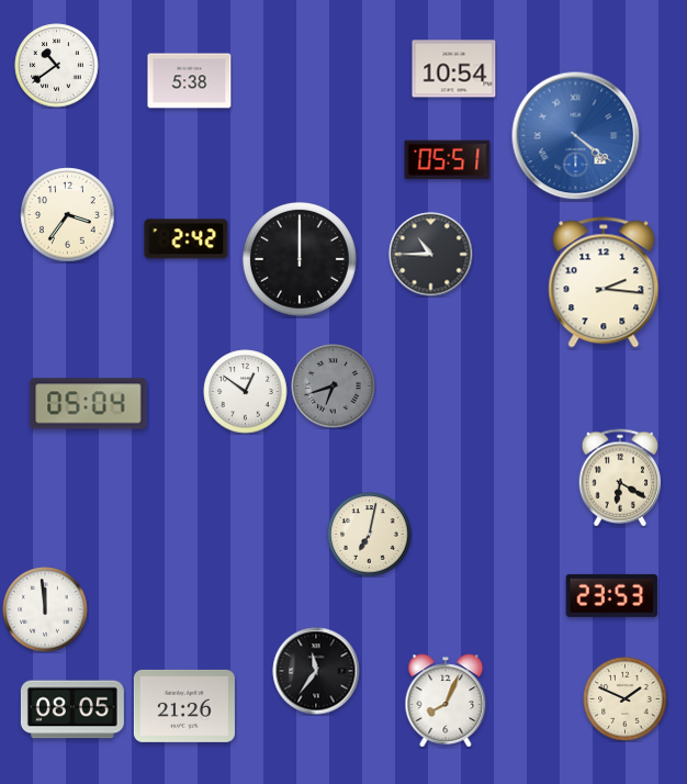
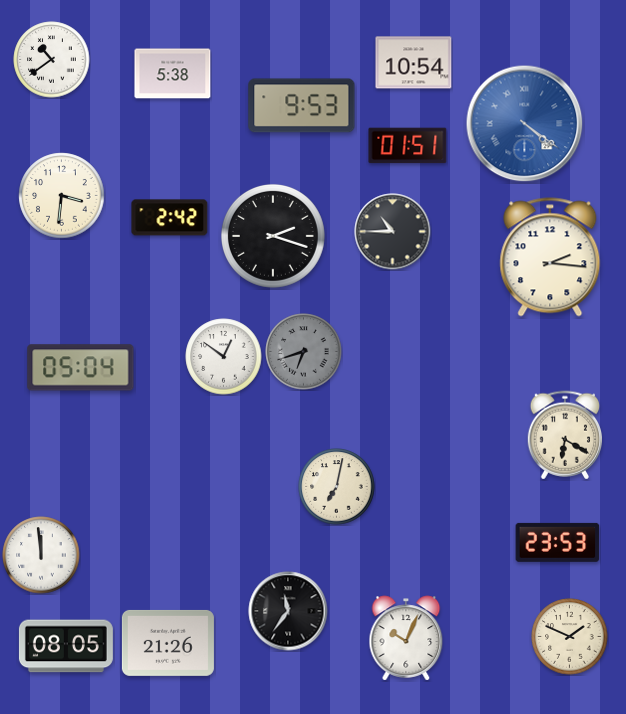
clock at (302, 106): none -> 9:53
clock at (448, 160): 05:51 -> 01:51
clock at (68, 215): 3:36 -> 3:31
clock at (300, 259): 12:00 -> 2:18
clock at (446, 701): 8:04 -> 10:04
